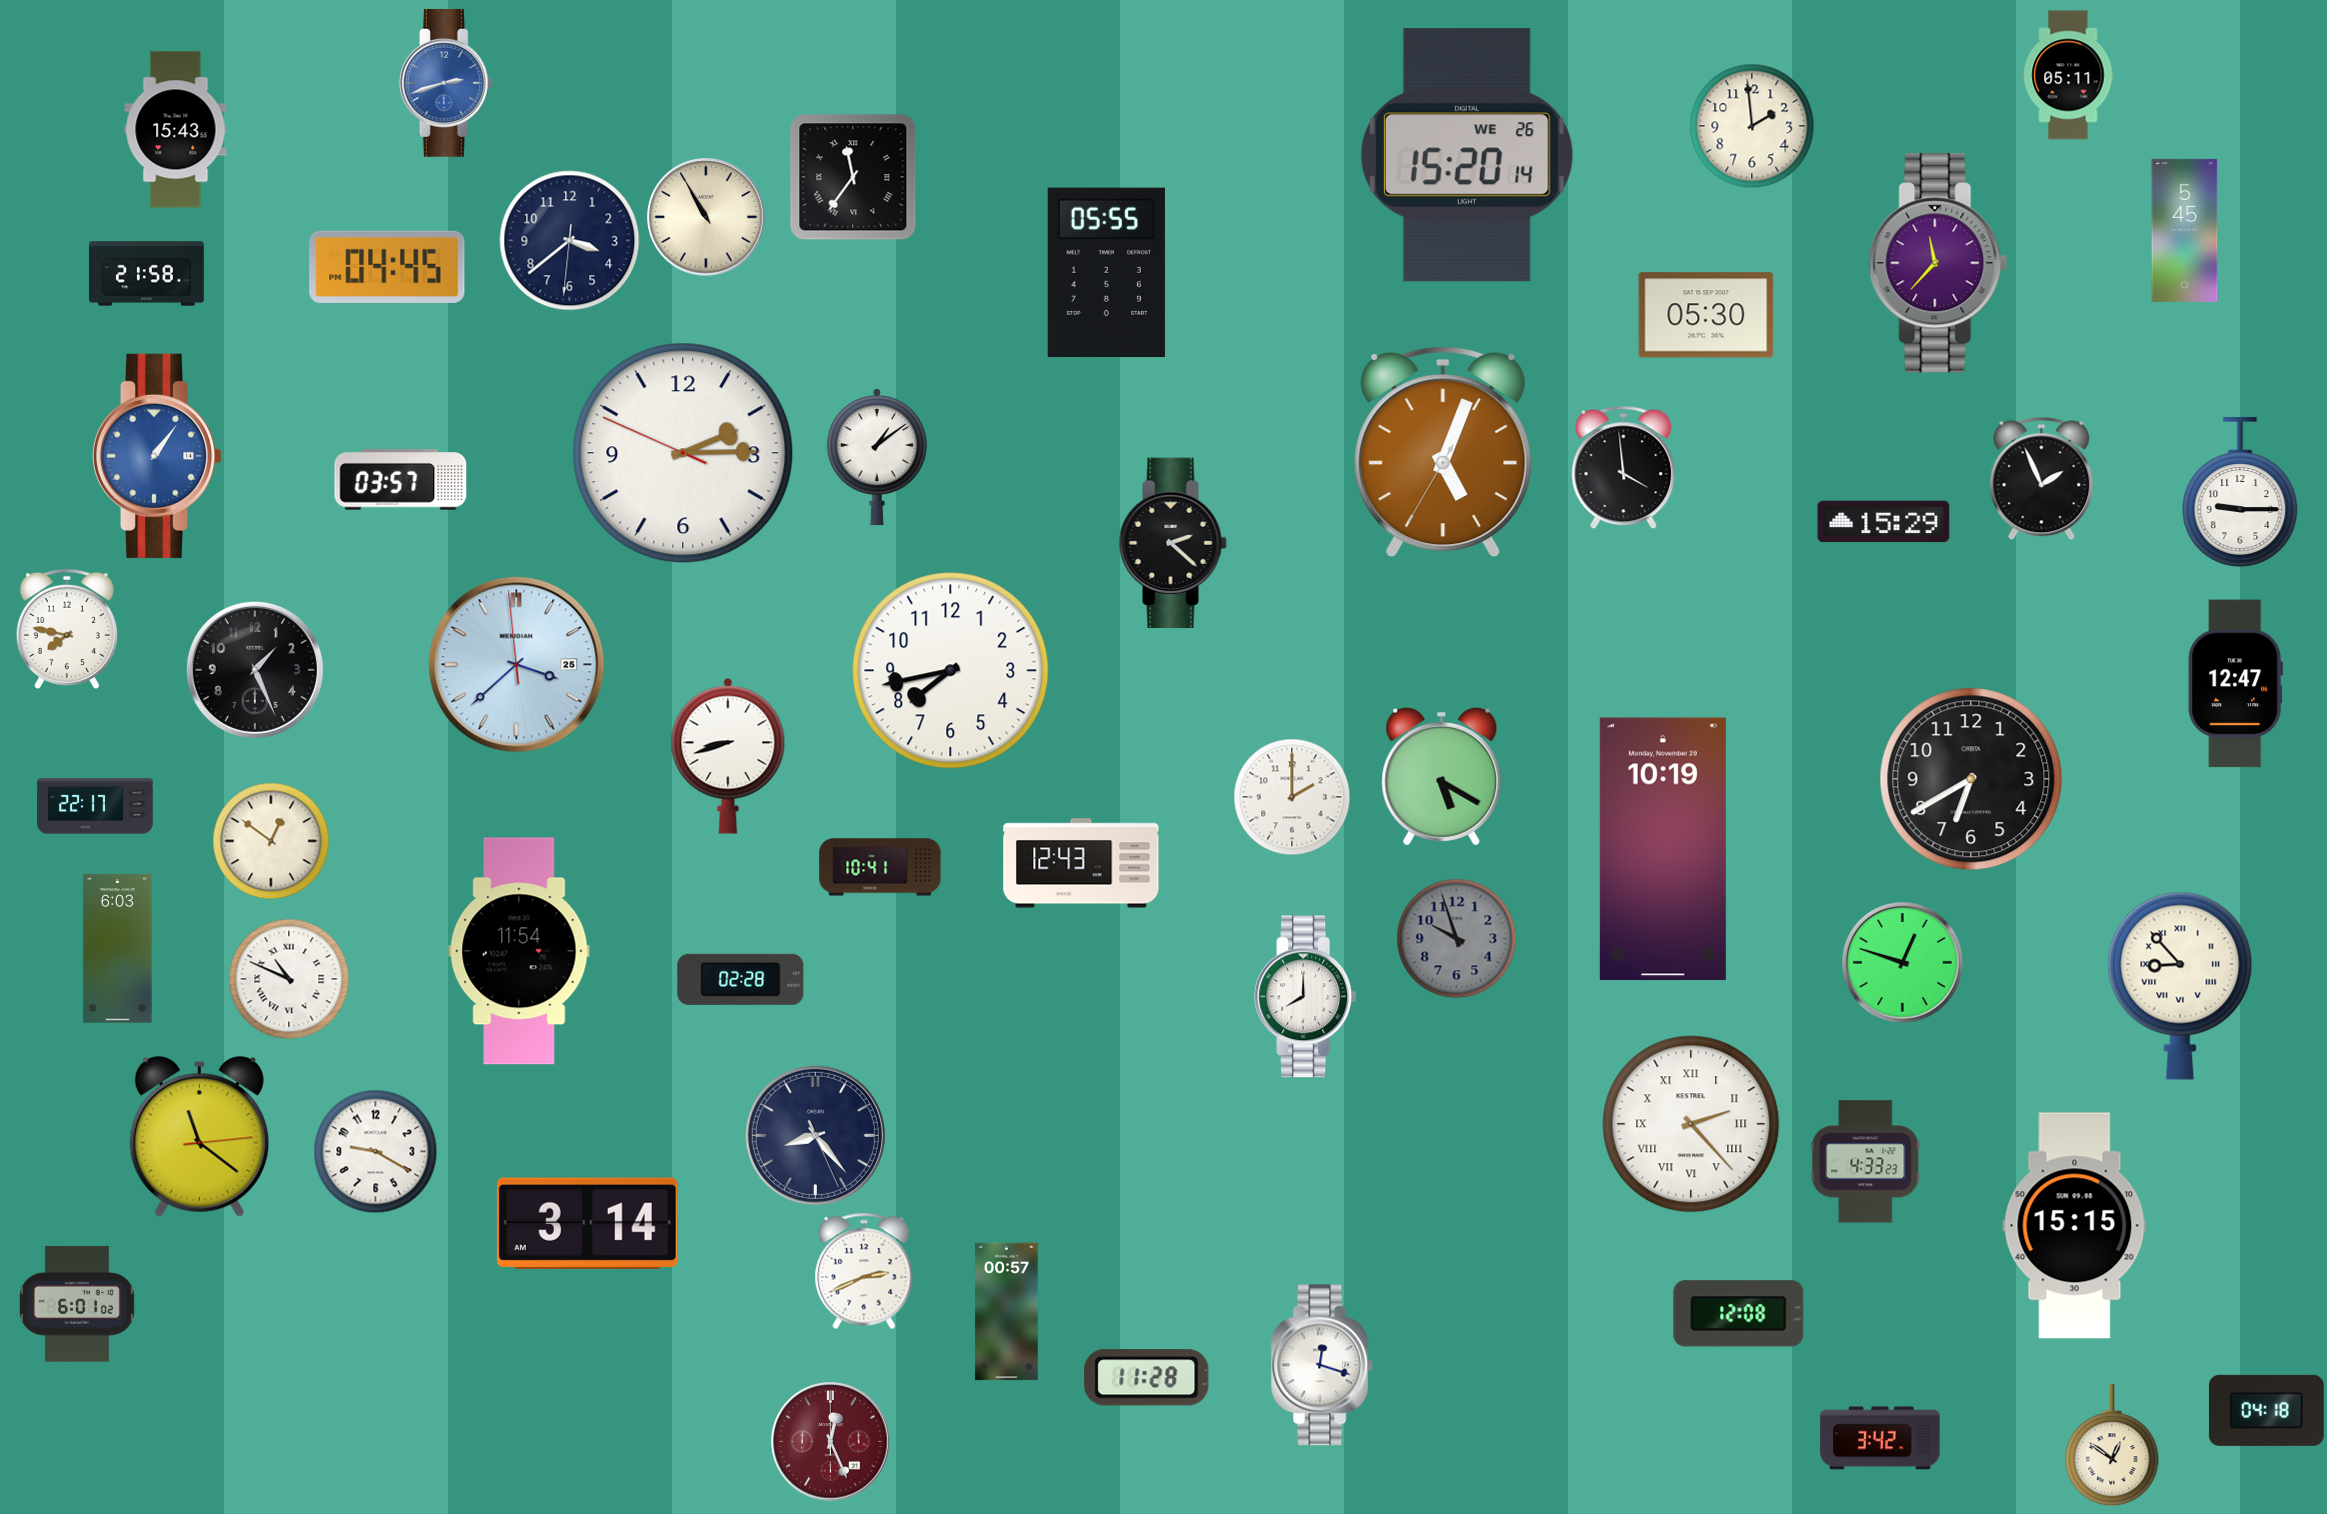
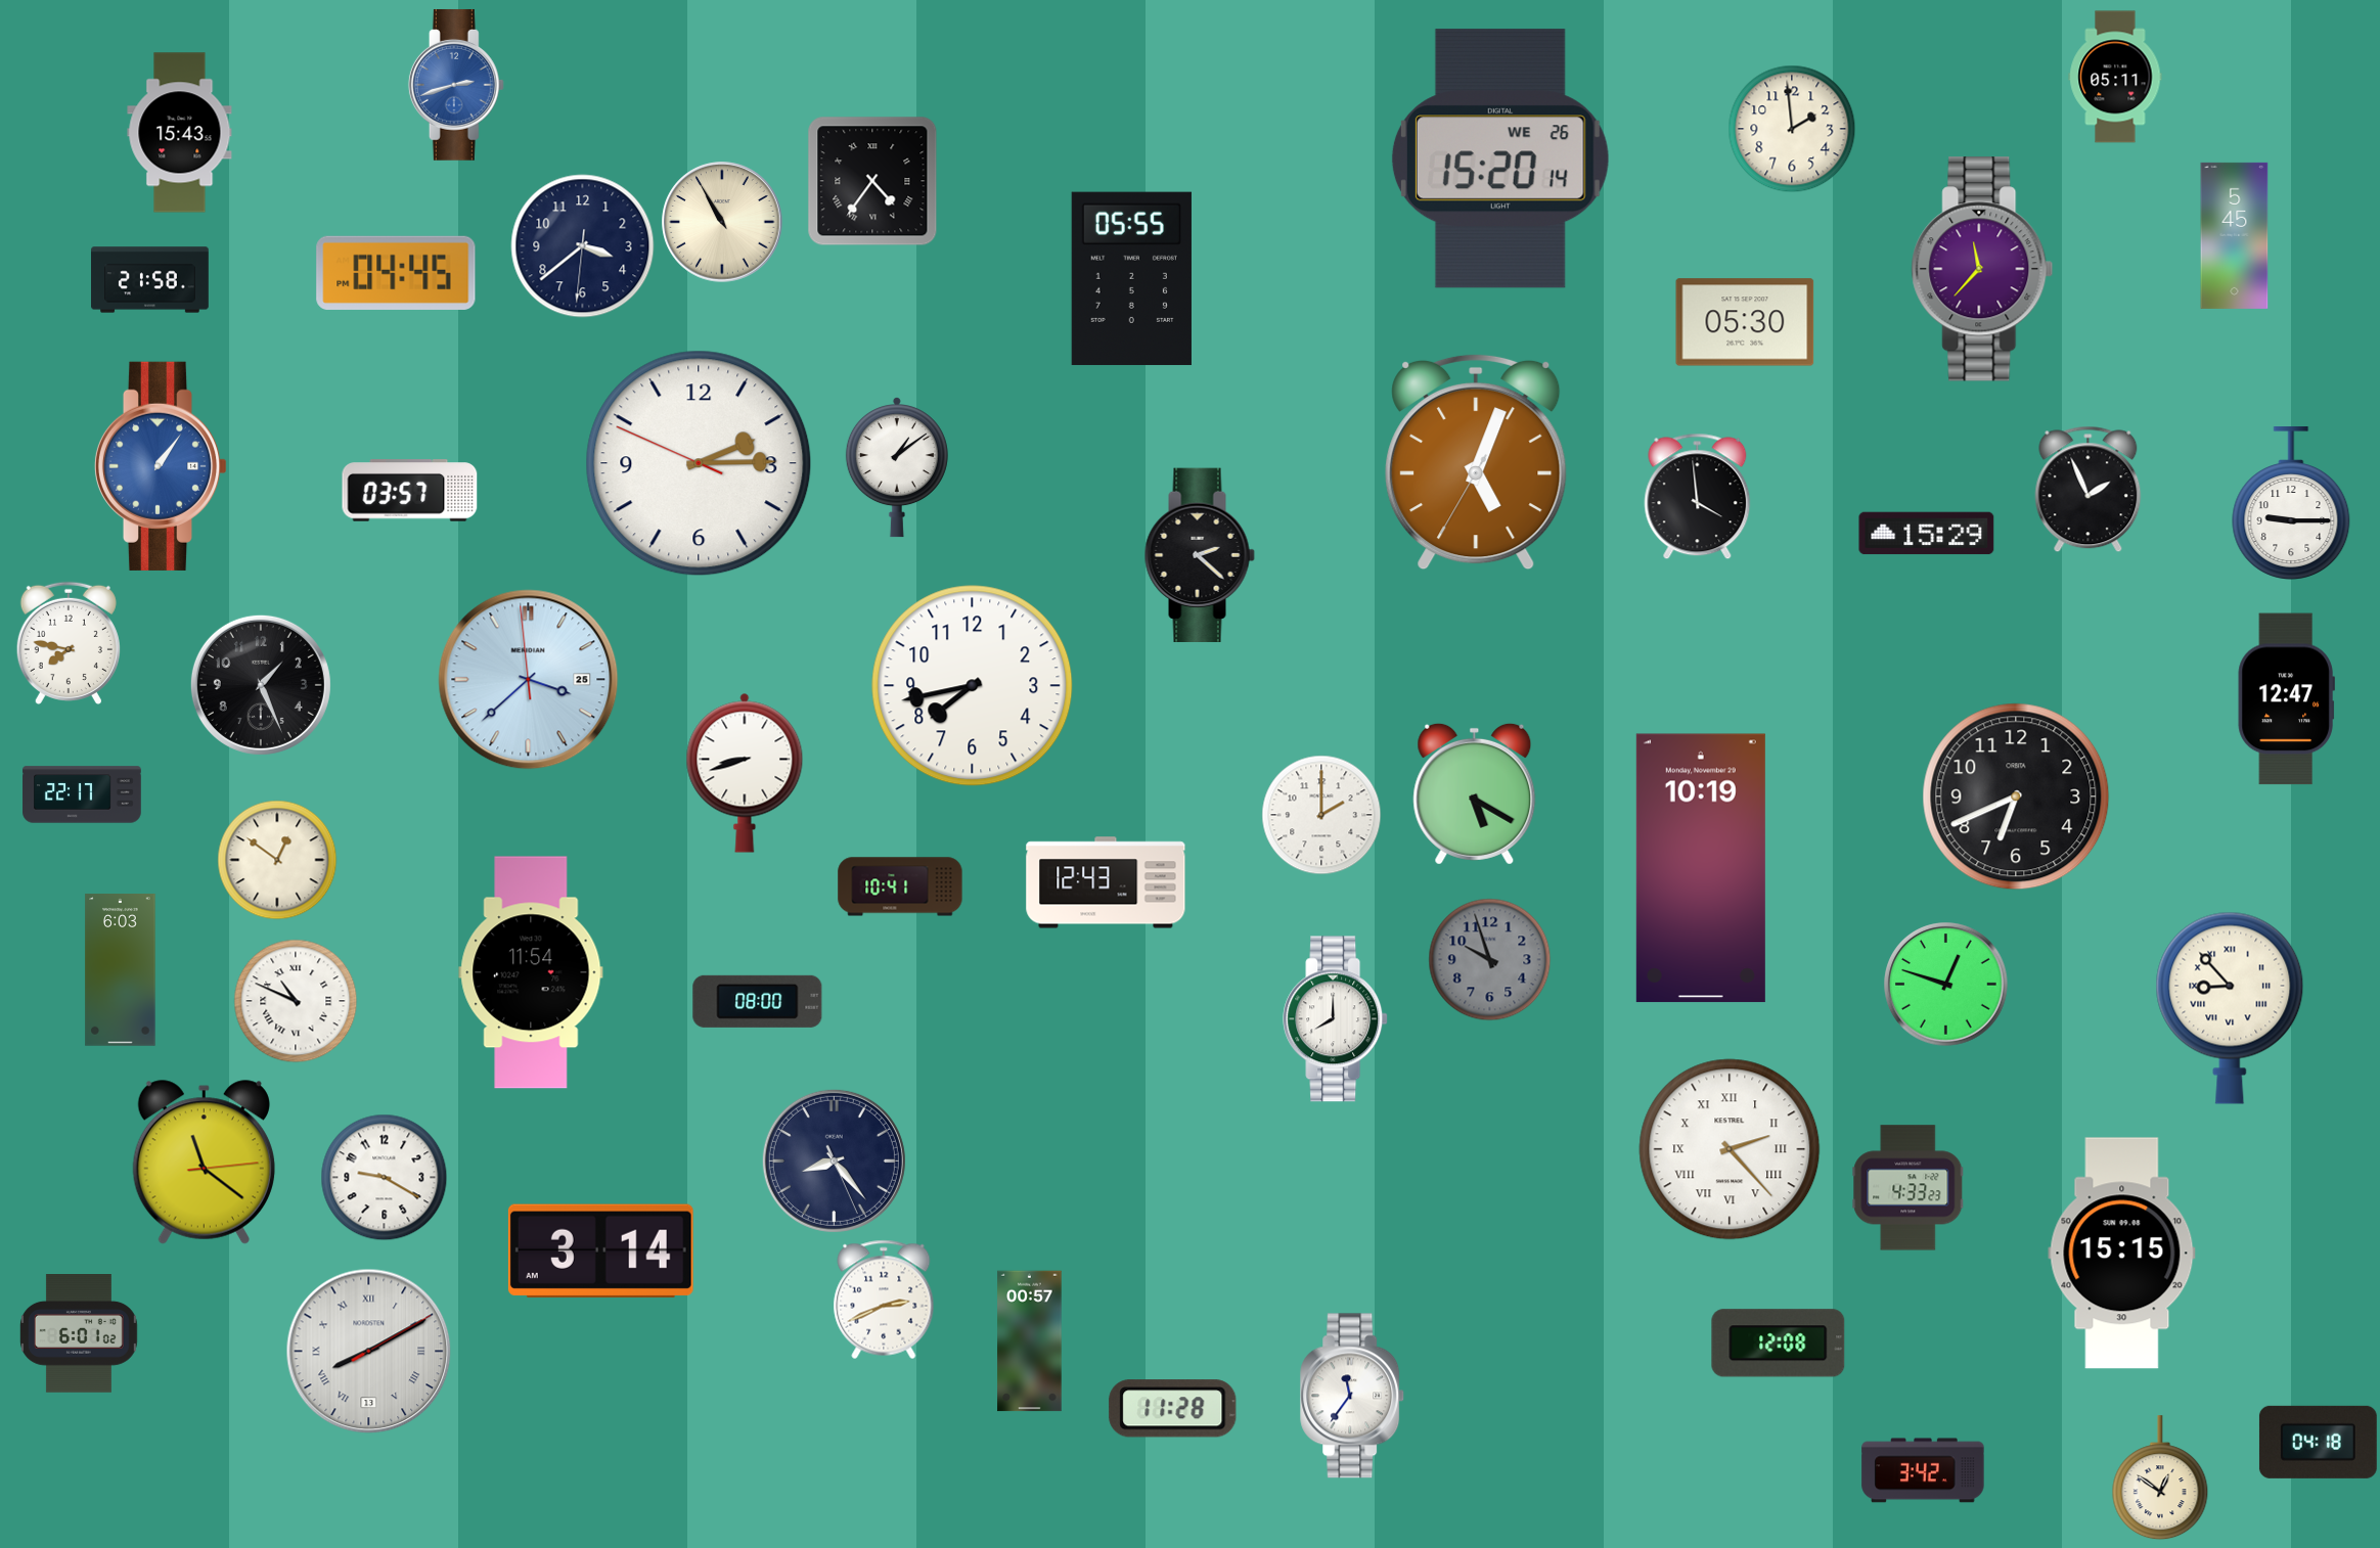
clock at (853, 177): 11:36 -> 4:36
clock at (1624, 468) position: (1624, 468) -> (1698, 497)
clock at (1971, 779): 6:40 -> 6:41
clock at (95, 806) position: (95, 806) -> (82, 794)
clock at (741, 979): 02:28 -> 08:00
clock at (369, 1352): none -> 8:10
clock at (1323, 1365): 12:18 -> 11:36
clock at (831, 1442): 12:26 -> none
